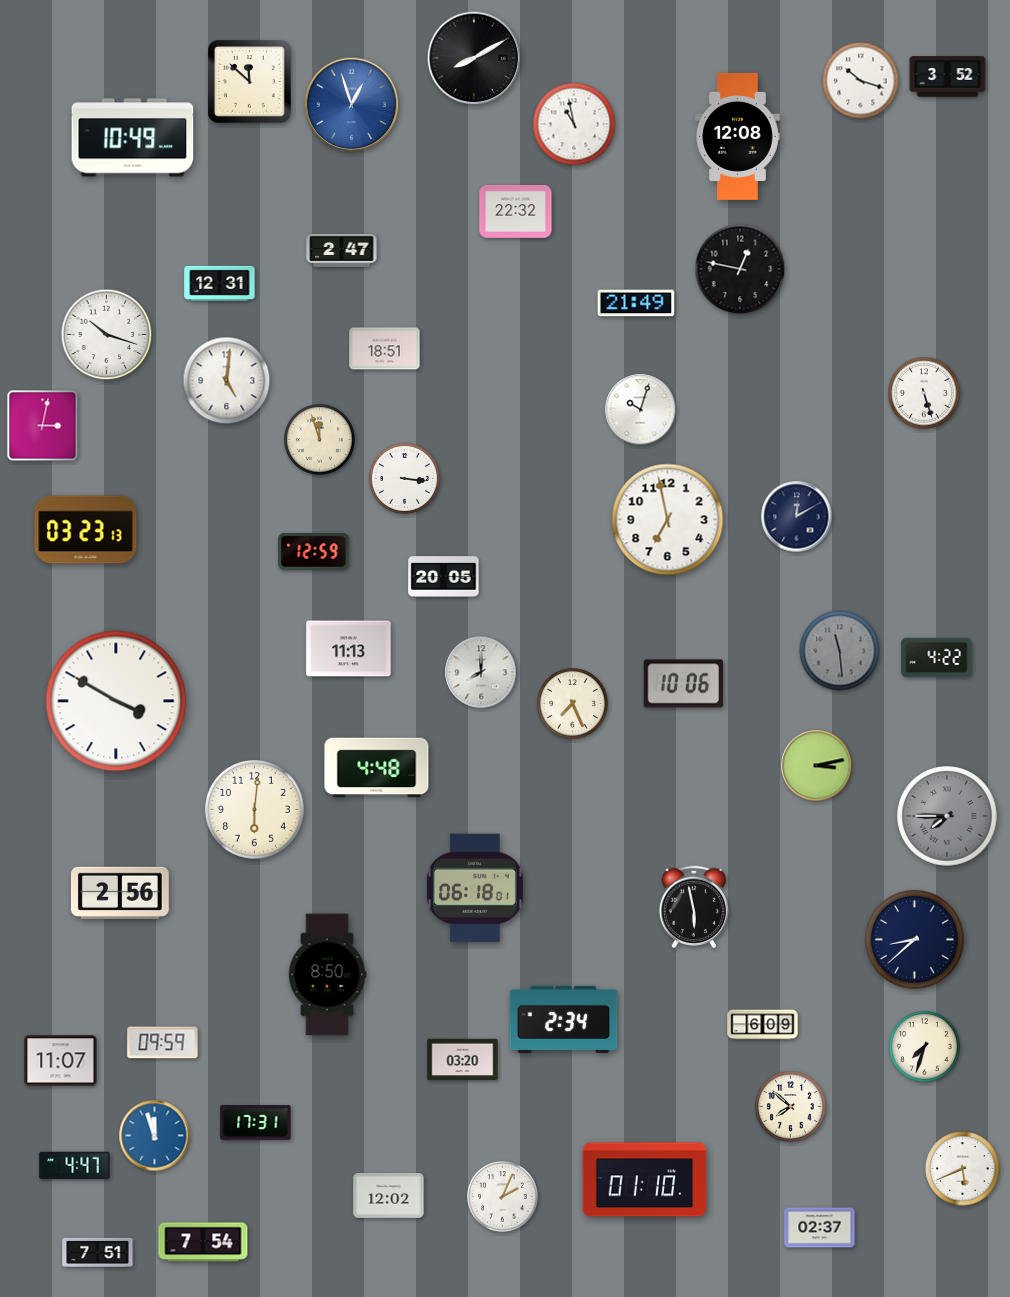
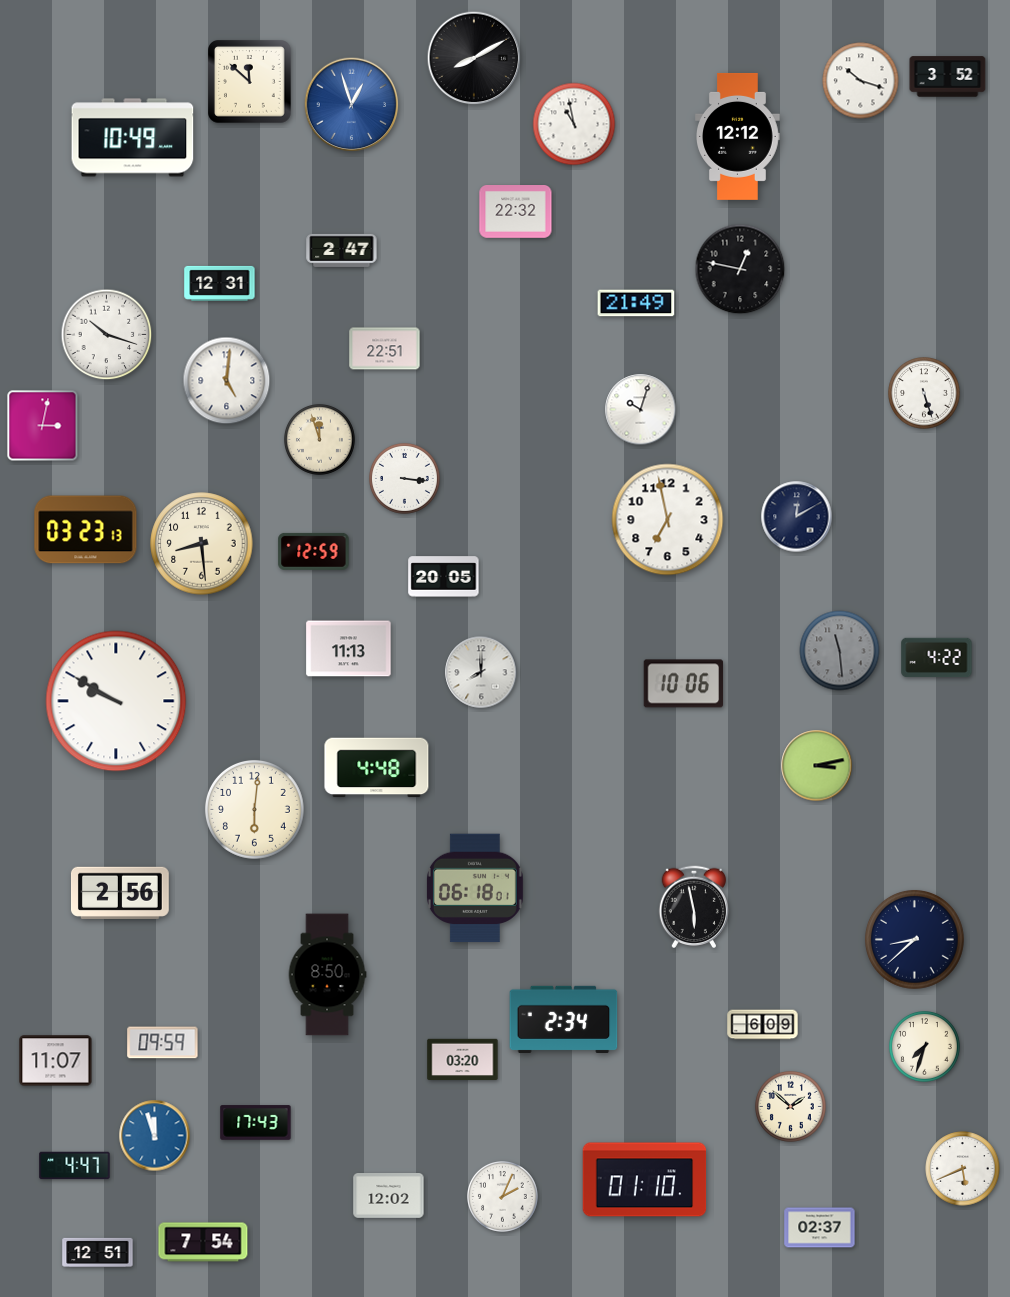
clock at (738, 136): 12:08 -> 12:12
clock at (385, 349): 18:51 -> 22:51
clock at (202, 544): none -> 8:29
clock at (116, 701): 3:50 -> 9:50
clock at (573, 704): 7:26 -> none
clock at (948, 817): 7:45 -> none
clock at (61, 1061) position: (61, 1061) -> (56, 1061)
clock at (791, 1107): 7:52 -> 1:52
clock at (256, 1123): 17:31 -> 17:43
clock at (98, 1252): 7:51 -> 12:51
